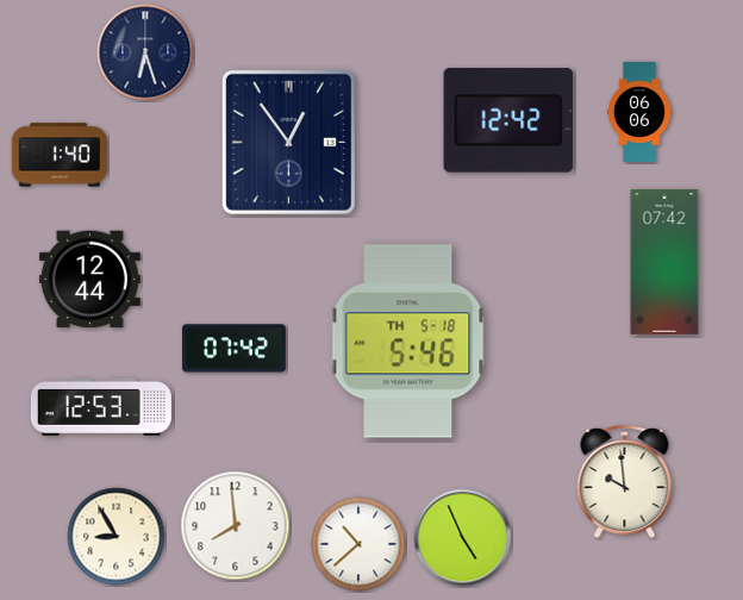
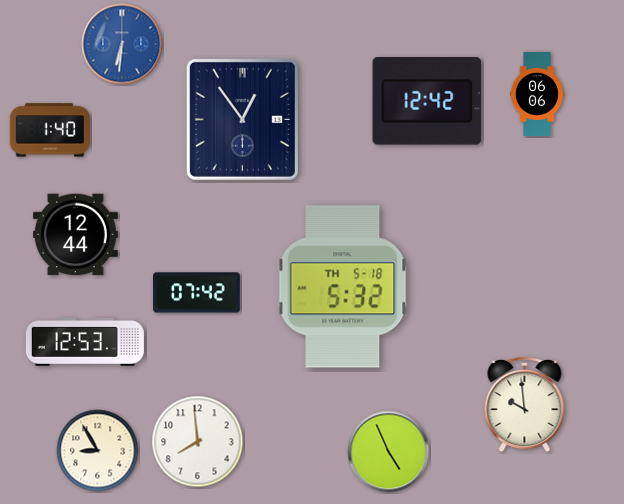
clock at (145, 52): 6:27 -> 6:31
clock at (145, 52) dial: navy -> blue
clock at (664, 262): 07:42 -> none
clock at (408, 342): 5:46 -> 5:32
clock at (358, 544): 10:38 -> none
